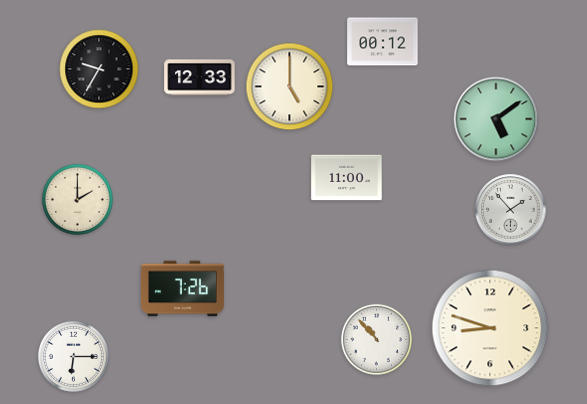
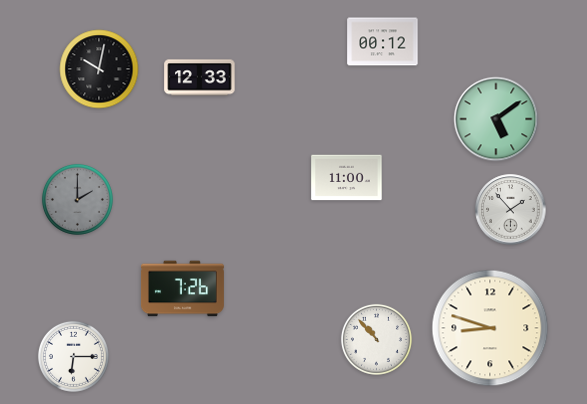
clock at (99, 69): 9:35 -> 10:02
clock at (290, 87): 5:00 -> none
clock at (77, 199) dial: cream -> grey
